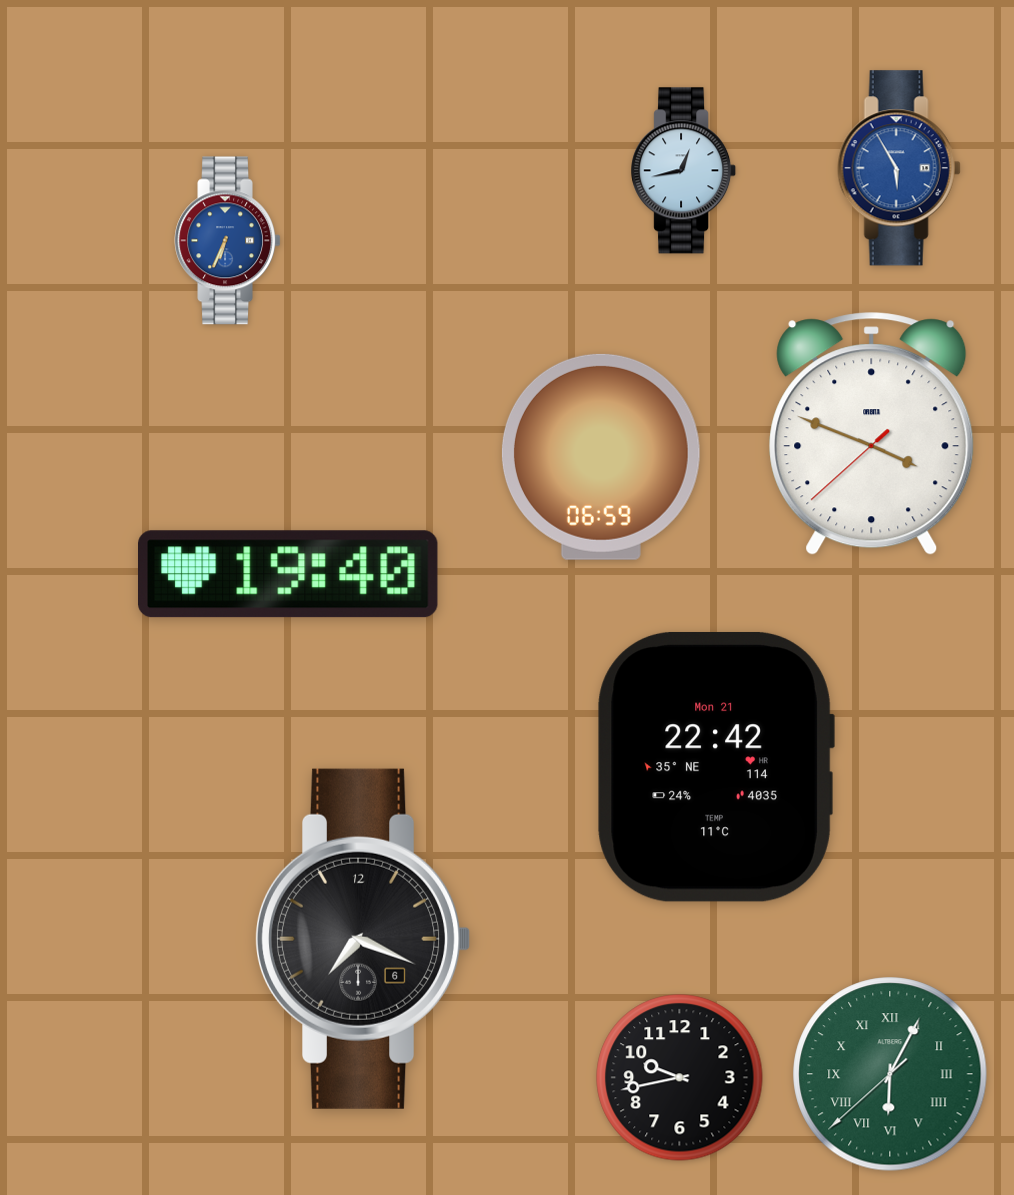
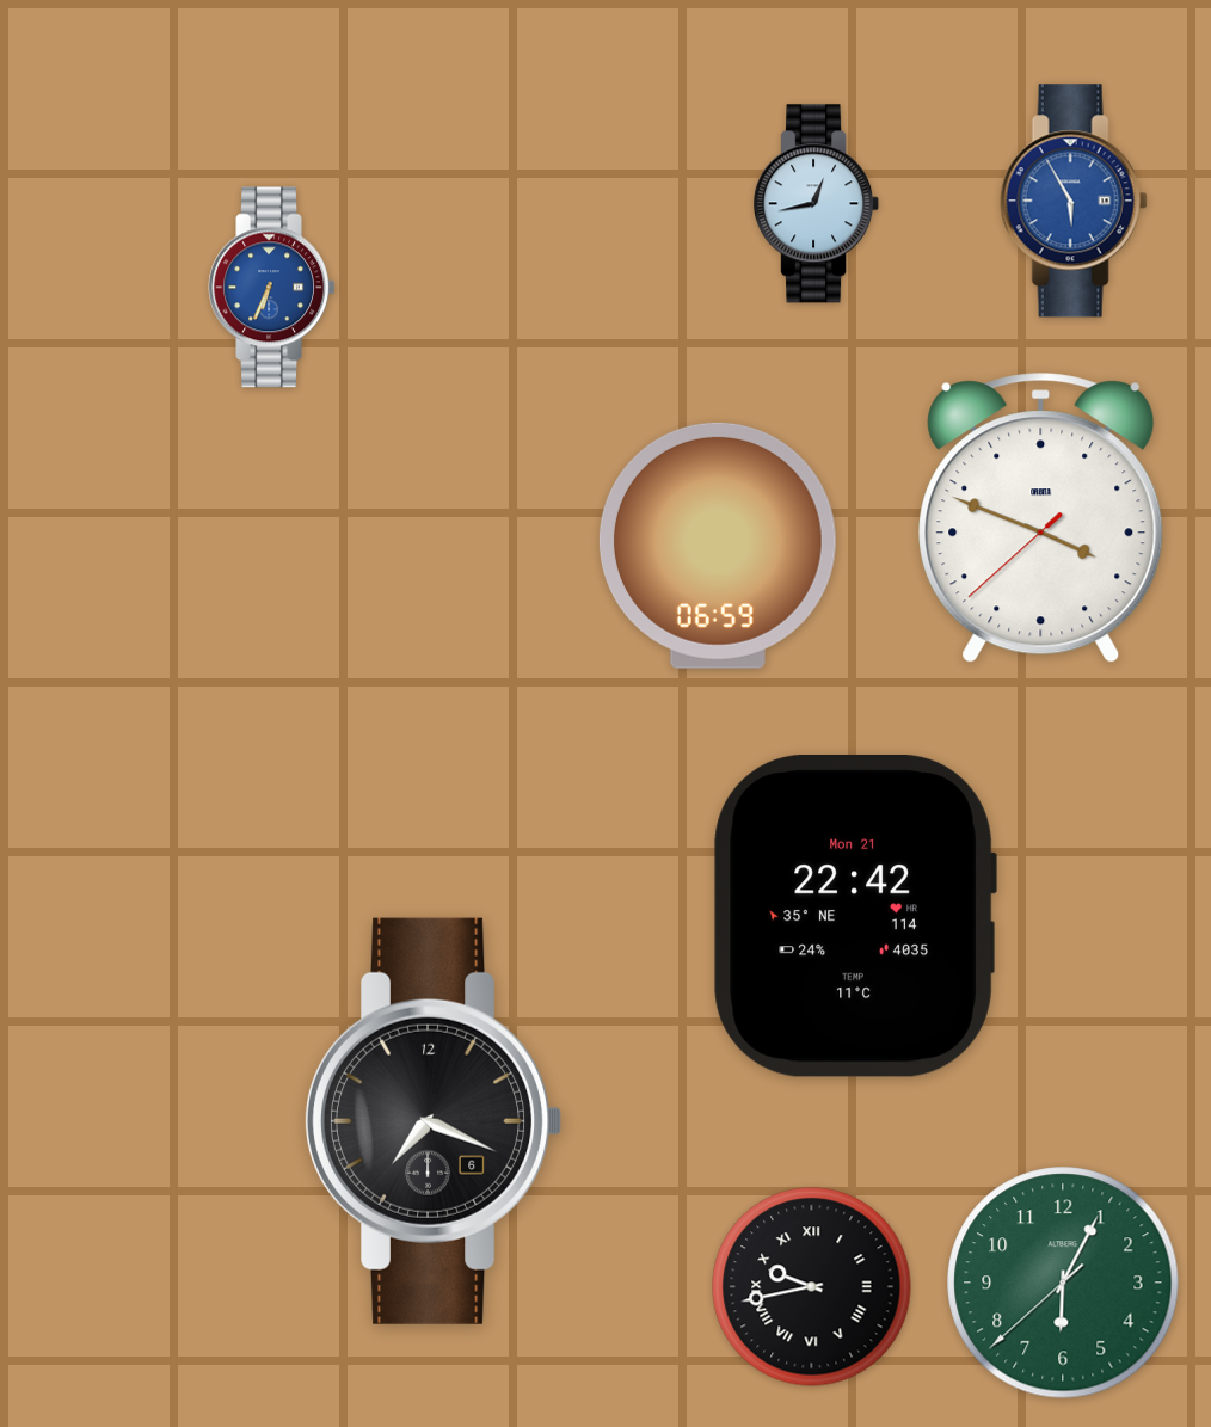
clock at (289, 574): 19:40 -> none
clock at (890, 1074) numerals: Roman -> Arabic
clock at (680, 1078) numerals: Arabic -> Roman
